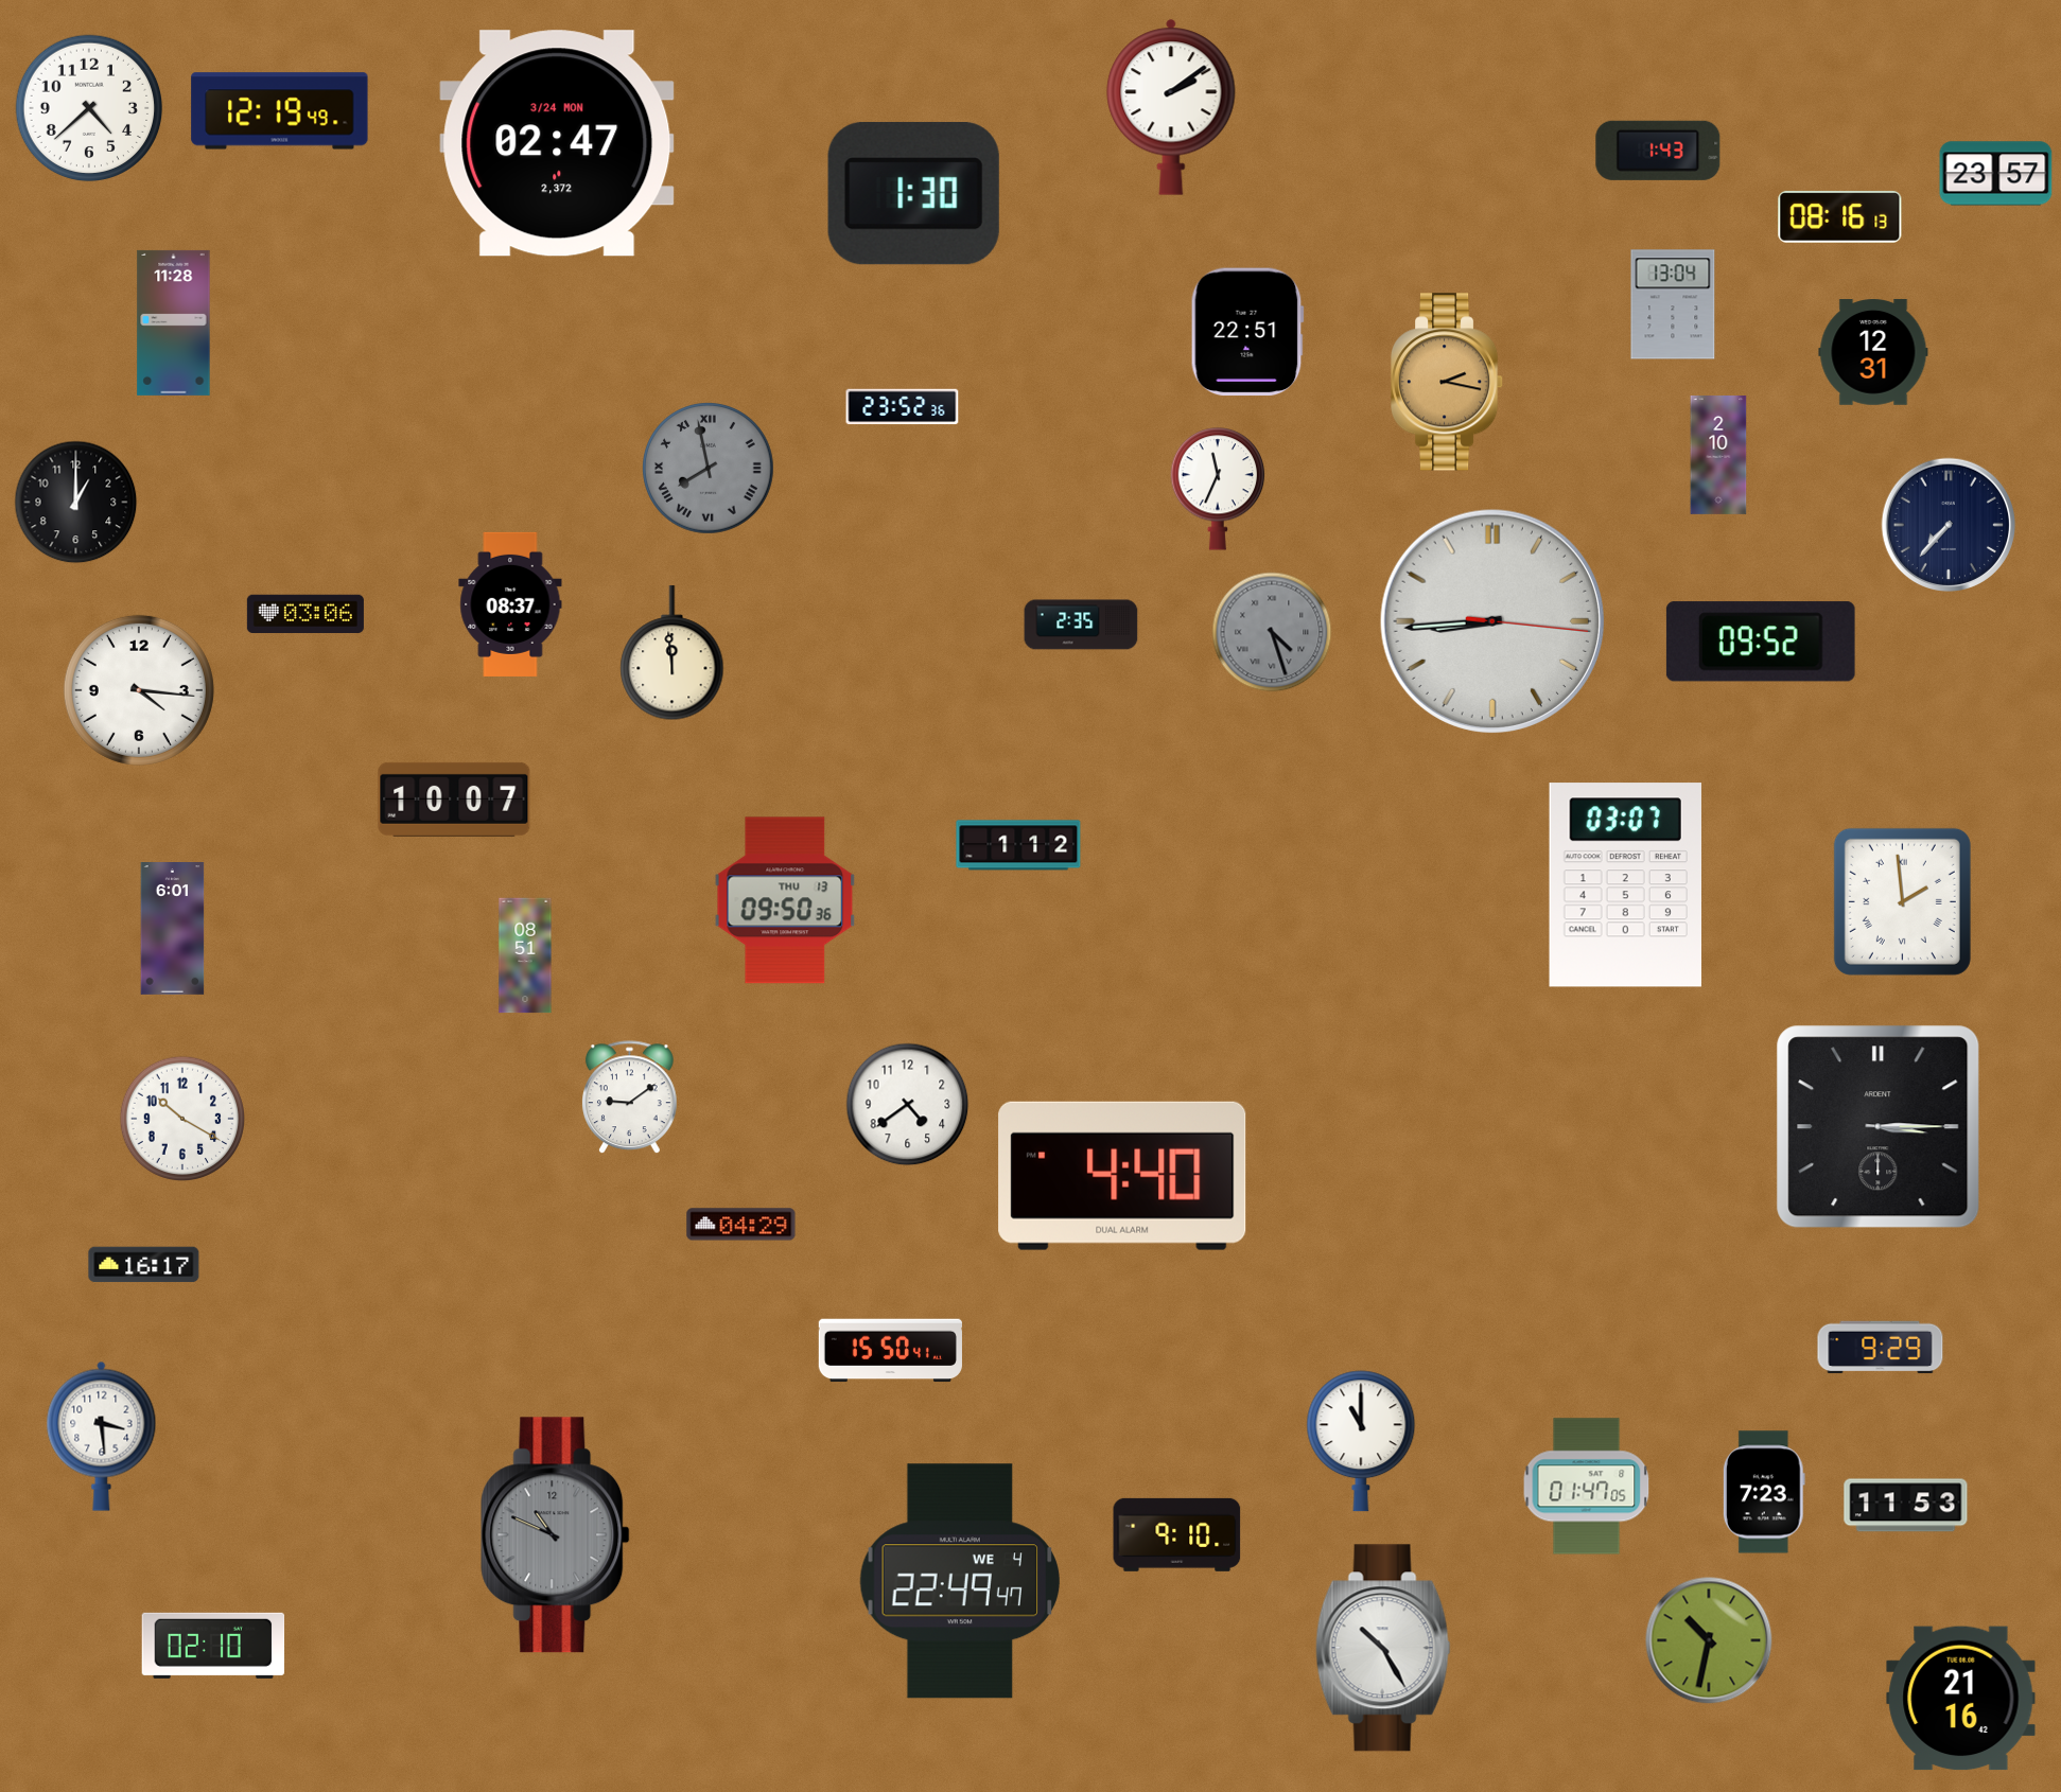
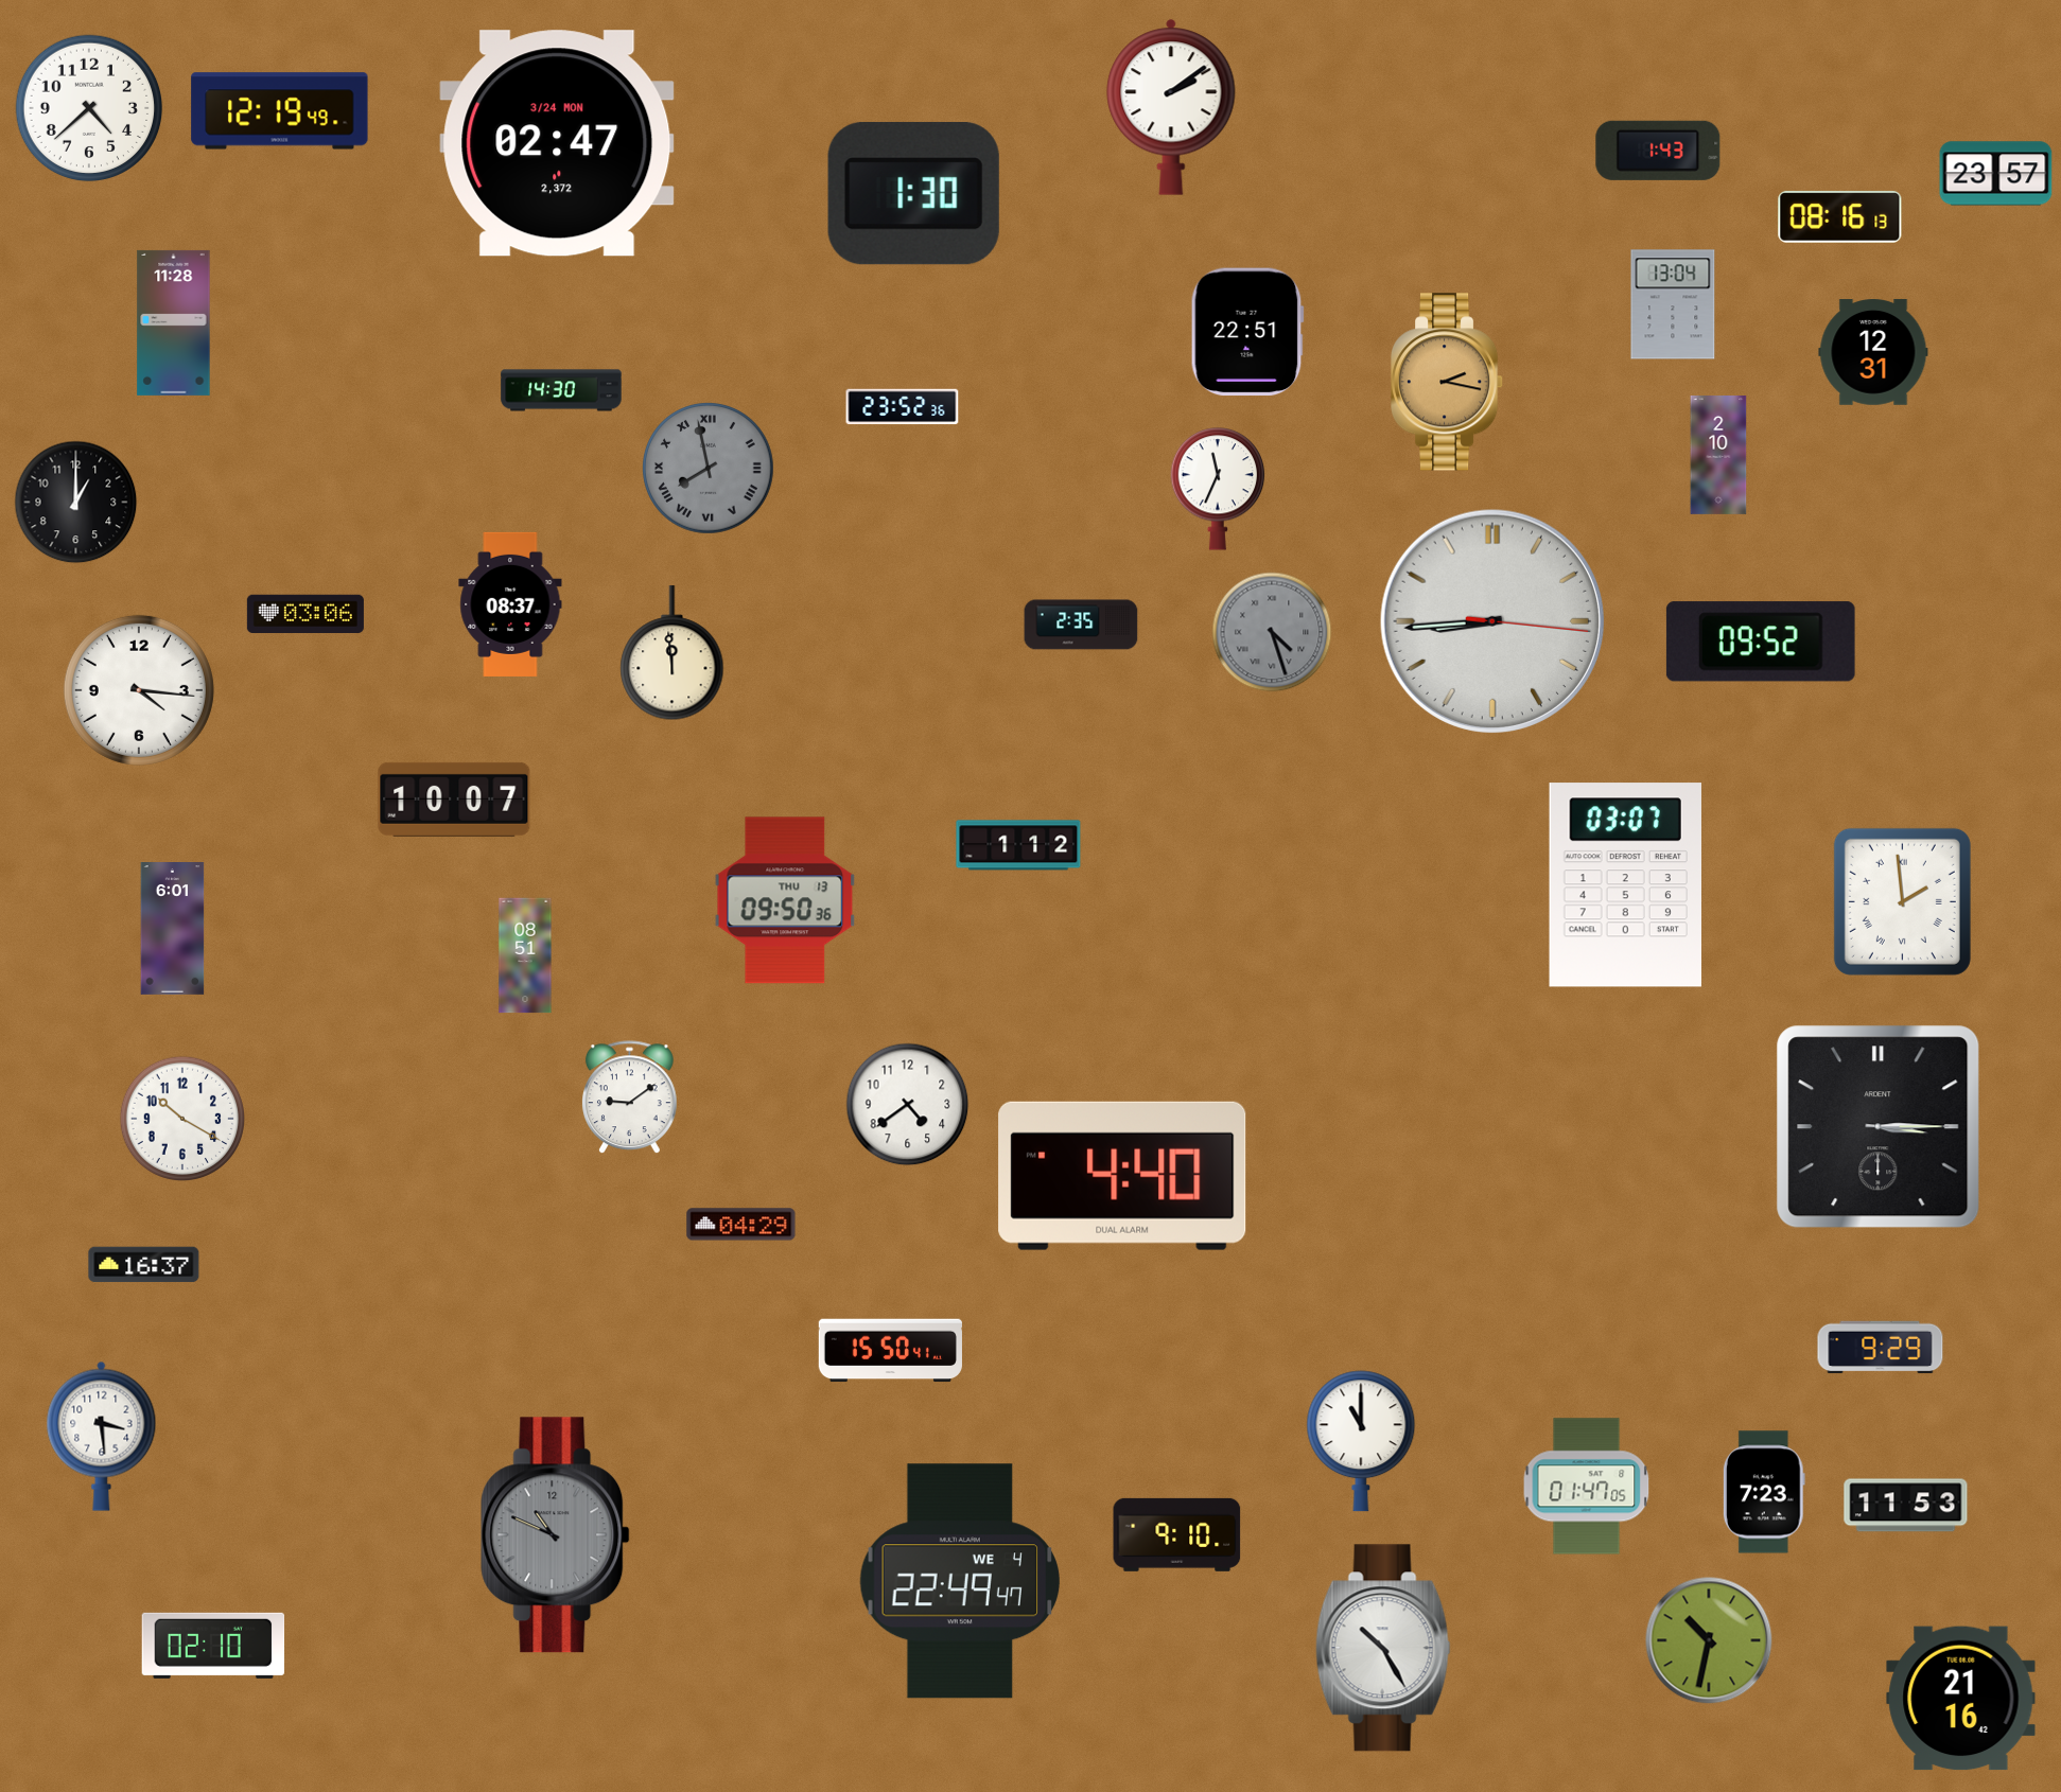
clock at (561, 390): none -> 14:30
clock at (1948, 524): 7:37 -> none
clock at (144, 1265): 16:17 -> 16:37
